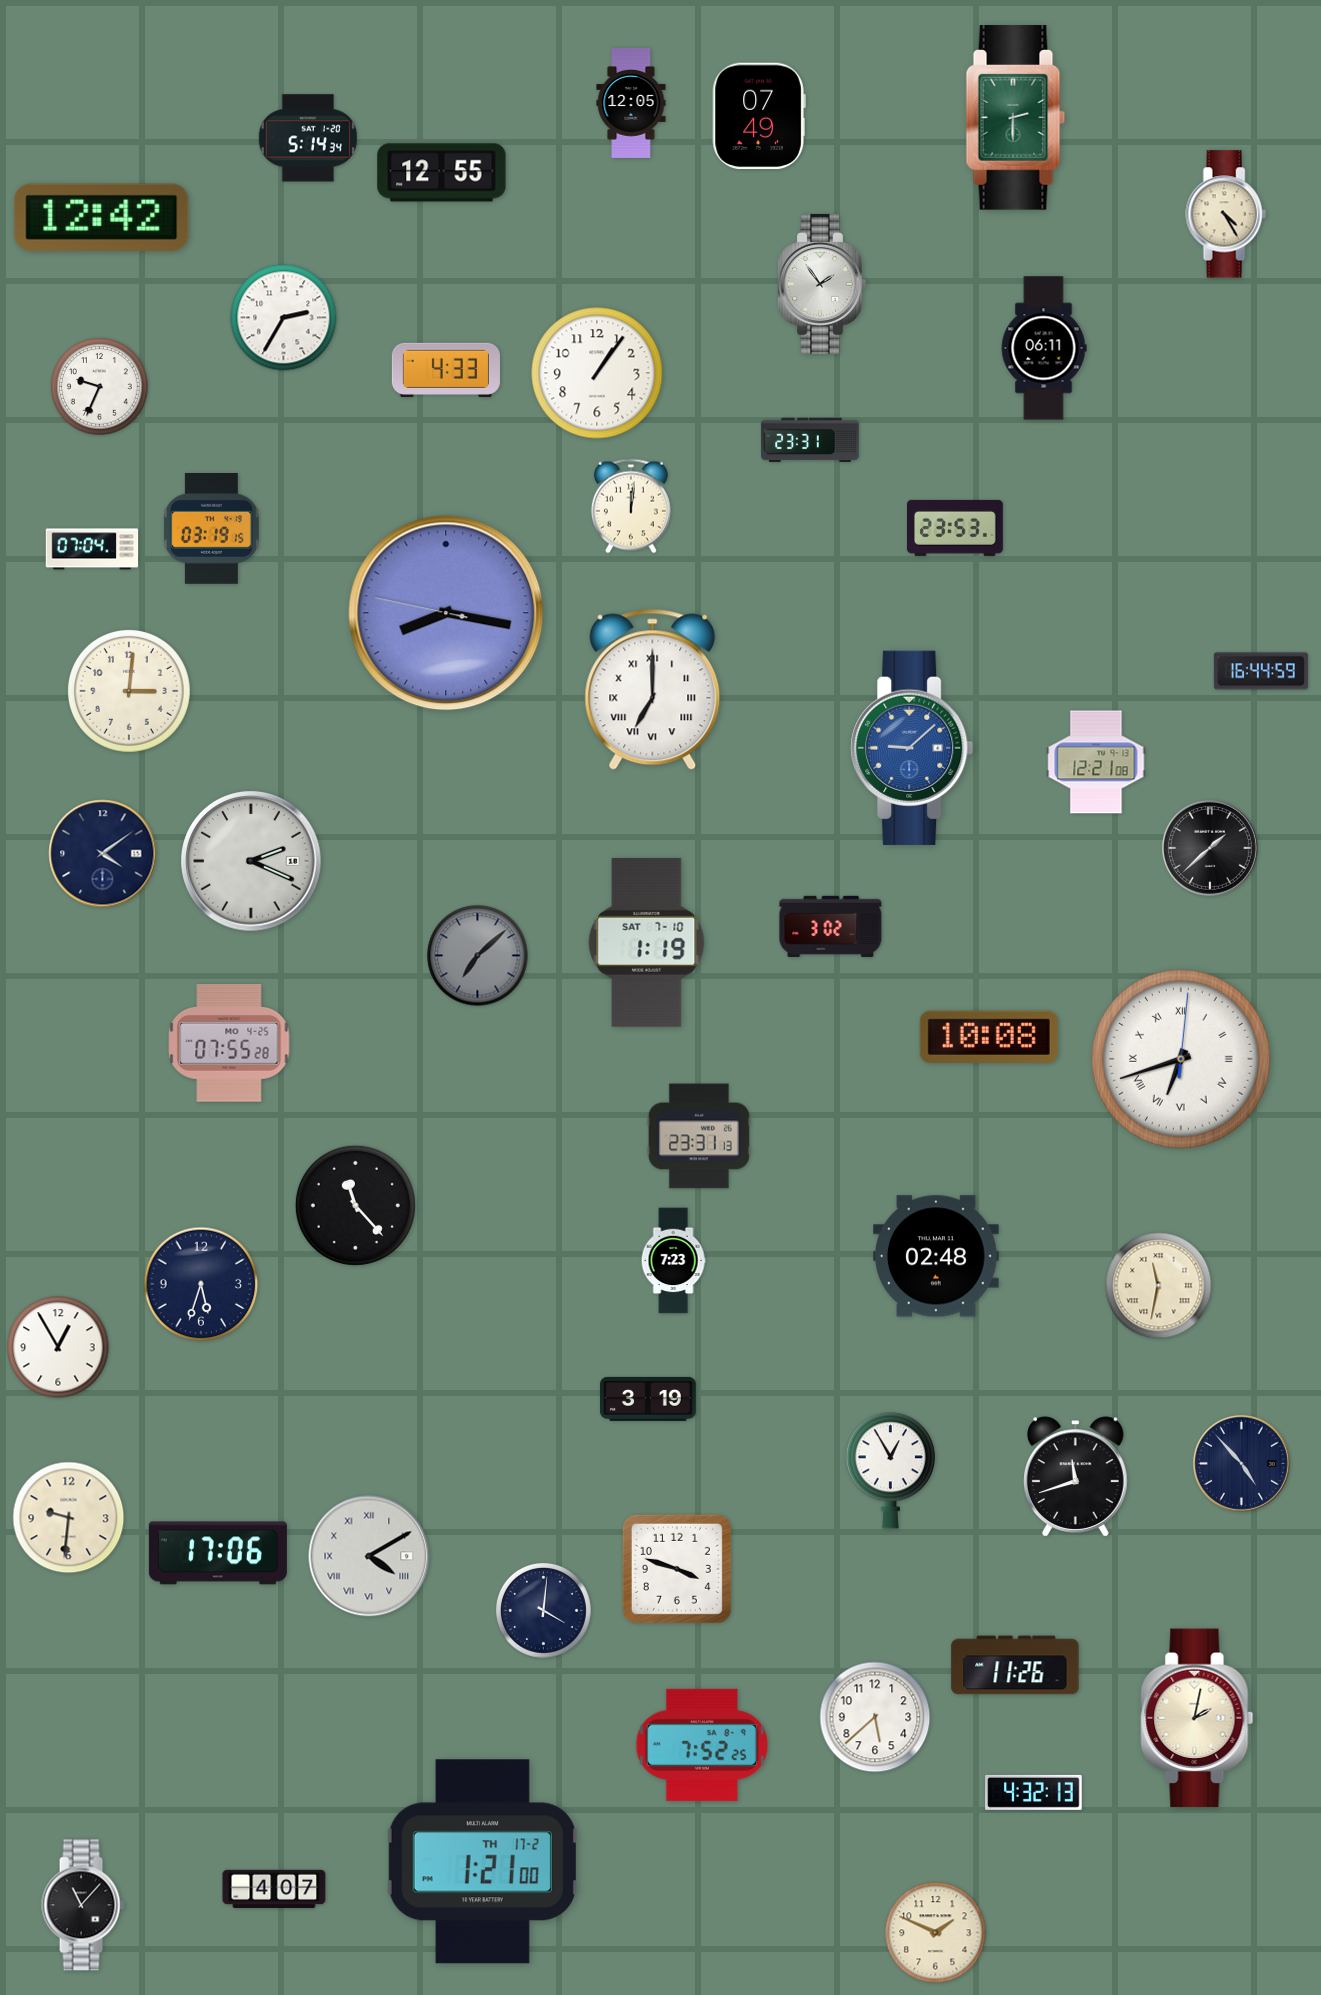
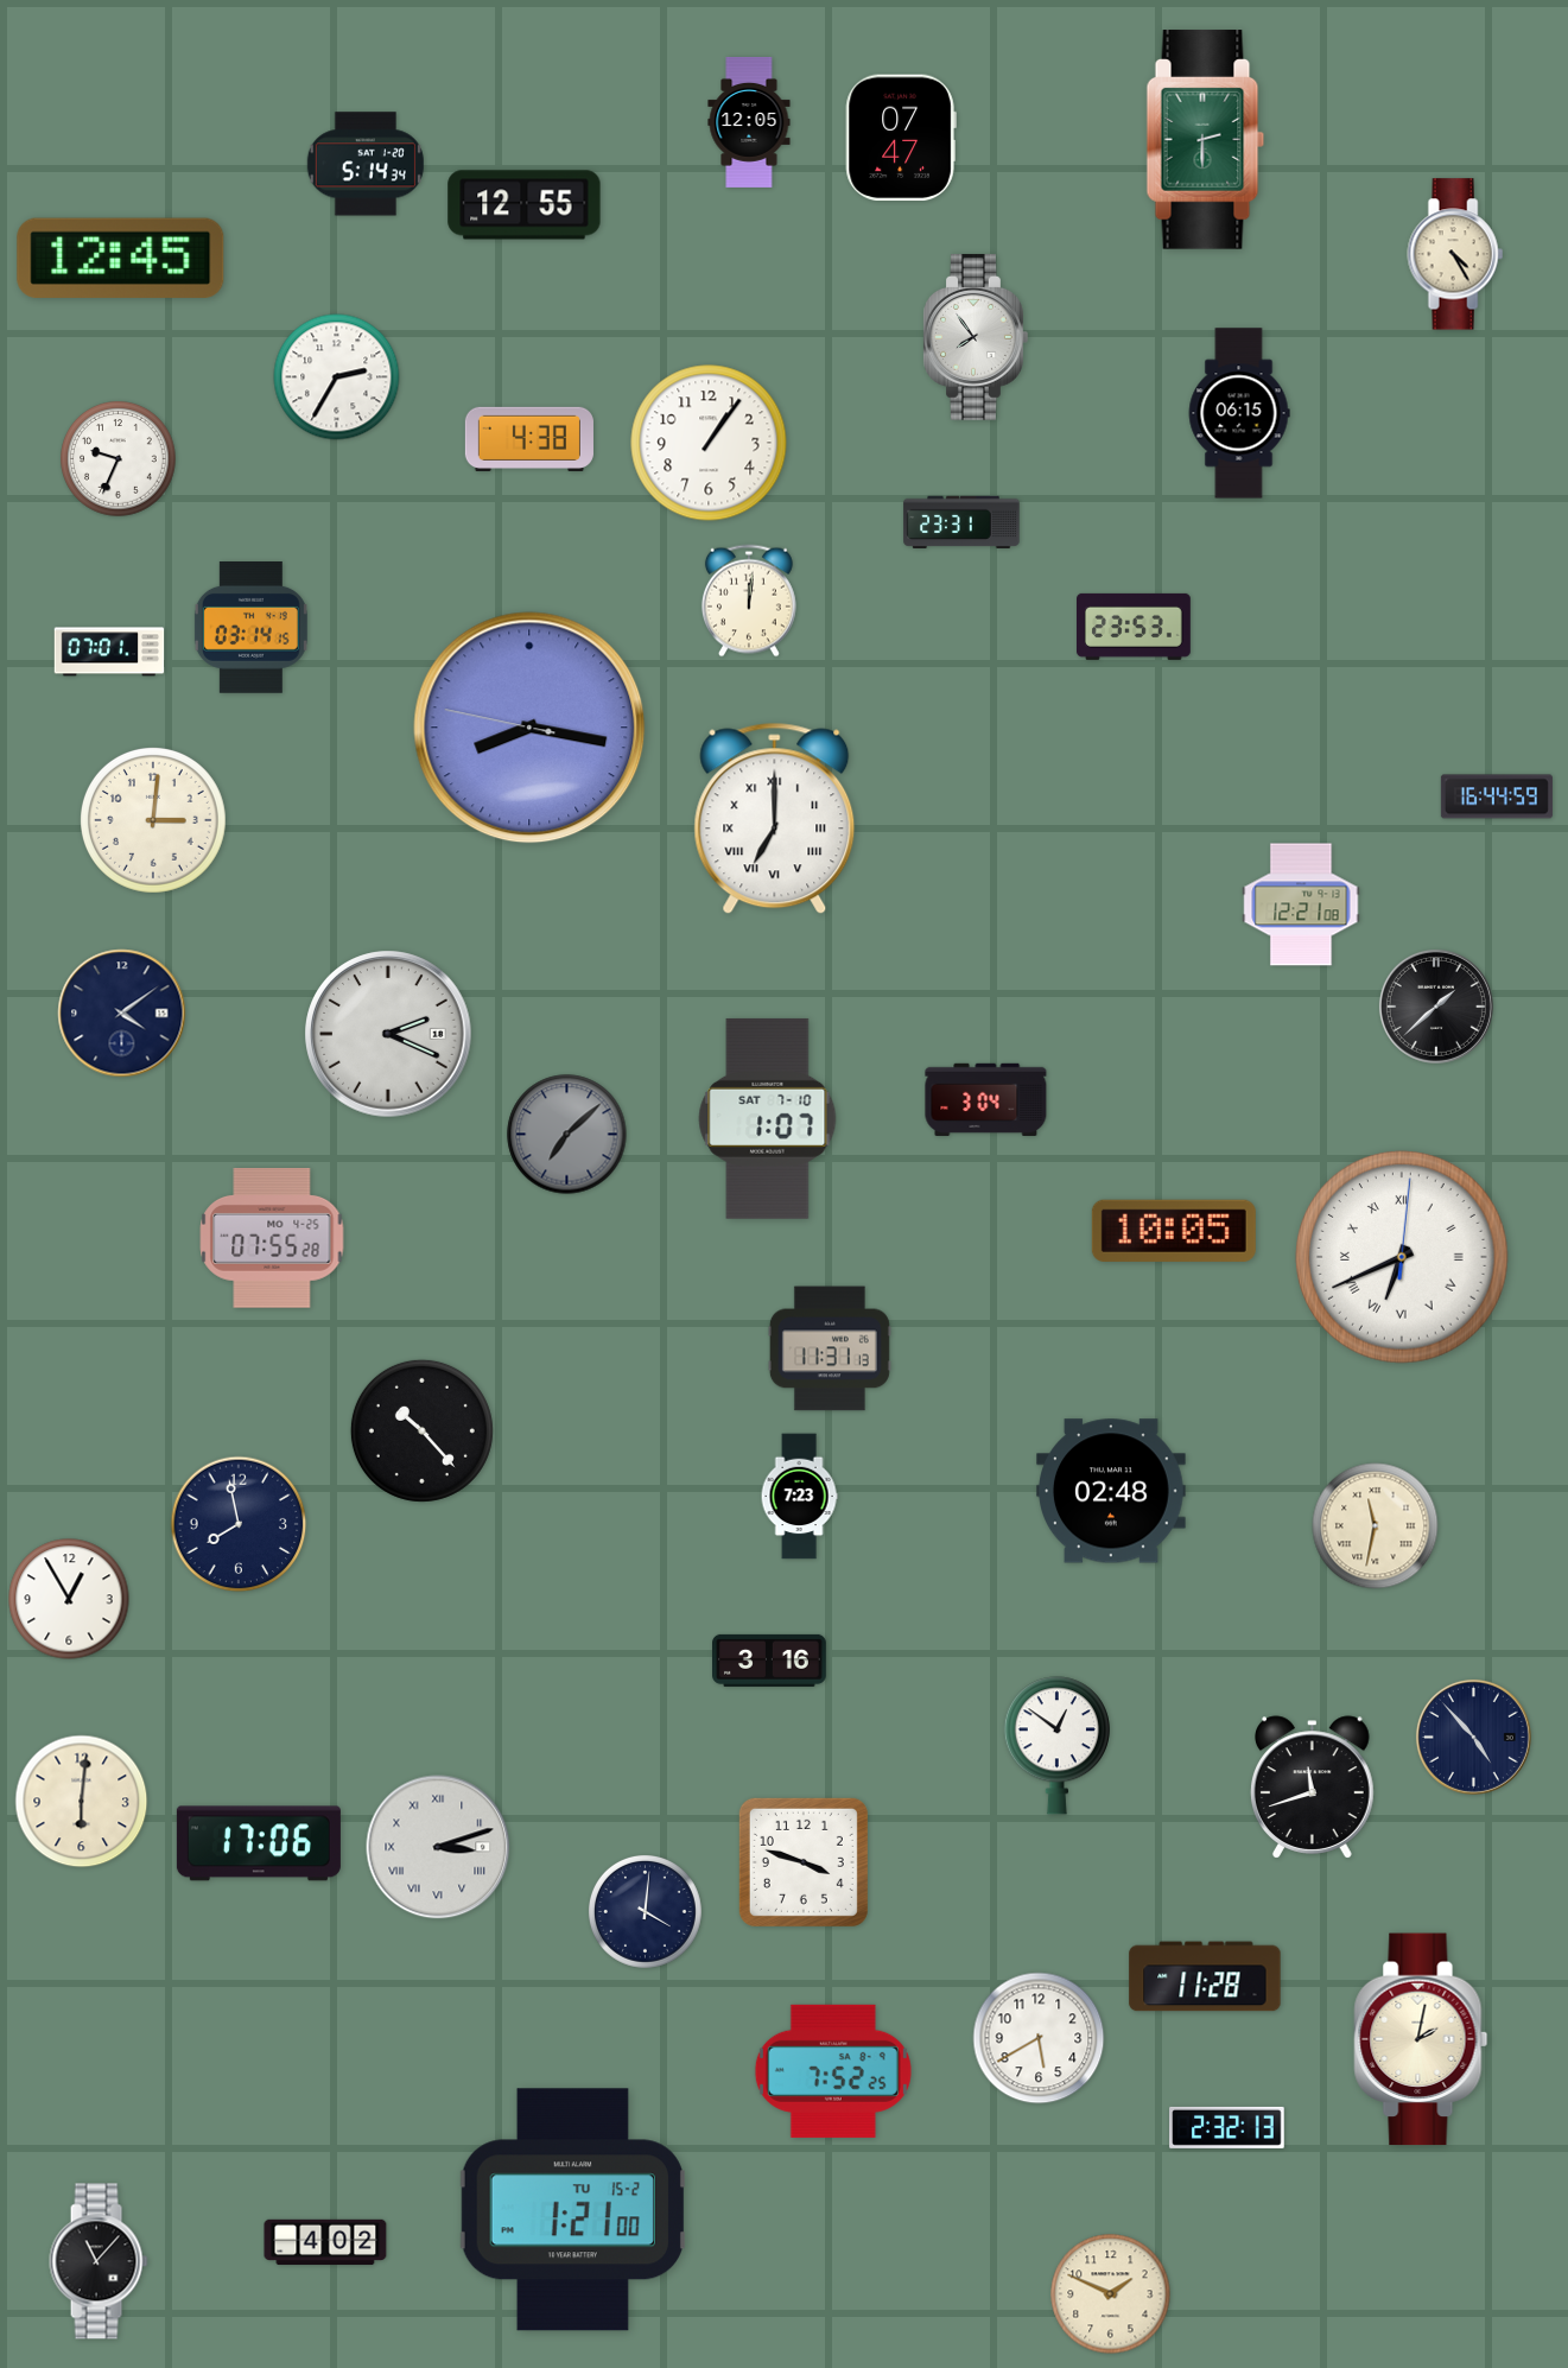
clock at (759, 116): 07:49 -> 07:47
clock at (102, 217): 12:42 -> 12:45
clock at (822, 284): 1:54 -> 7:54
clock at (1044, 348): 06:11 -> 06:15
clock at (446, 370): 4:33 -> 4:38
clock at (211, 529): 03:19 -> 03:14
clock at (92, 549): 07:04 -> 07:01
clock at (912, 748): 9:08 -> none
clock at (251, 861) position: (251, 861) -> (388, 1034)
clock at (831, 926): 3:02 -> 3:04
clock at (647, 942): 1:19 -> 1:07
clock at (989, 1037): 10:08 -> 10:05
clock at (1181, 1059): 6:42 -> 6:41
clock at (699, 1136): 23:31 -> 11:31
clock at (355, 1205): 11:23 -> 10:23
clock at (201, 1284): 5:33 -> 7:58
clock at (649, 1399): 3:19 -> 3:16
clock at (890, 1471): 12:55 -> 12:51
clock at (1076, 1477) position: (1076, 1477) -> (1313, 1788)
clock at (69, 1518): 9:31 -> 6:01
clock at (369, 1556): 4:10 -> 3:12
clock at (1015, 1665): 11:26 -> 11:28
clock at (875, 1717): 5:38 -> 5:40
clock at (1034, 1792): 4:32 -> 2:32
clock at (482, 1862) date: TH 17-2 -> TU 15-2
clock at (274, 1889): 4:07 -> 4:02
